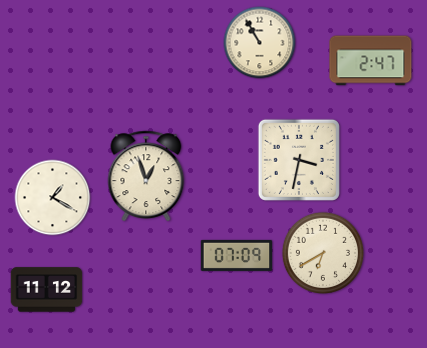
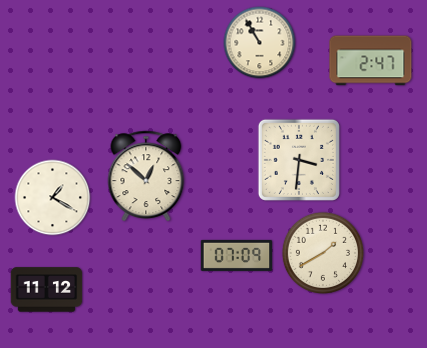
clock at (299, 160): 3:32 -> 3:31
clock at (146, 175): 12:57 -> 12:52
clock at (322, 252): 6:40 -> 1:40
